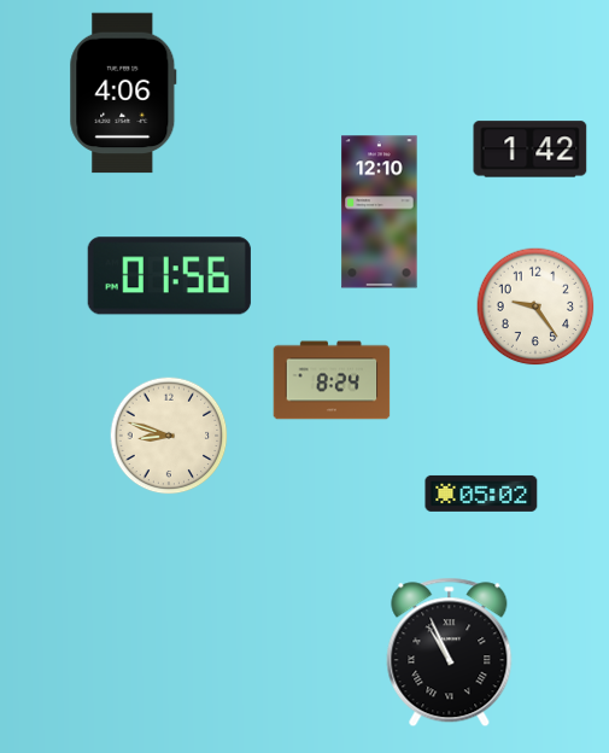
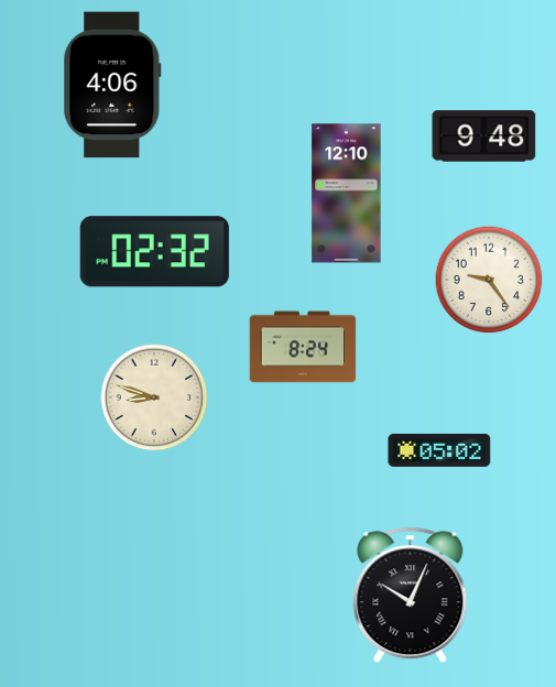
clock at (531, 150): 1:42 -> 9:48
clock at (169, 276): 01:56 -> 02:32
clock at (450, 653): 10:56 -> 10:04
